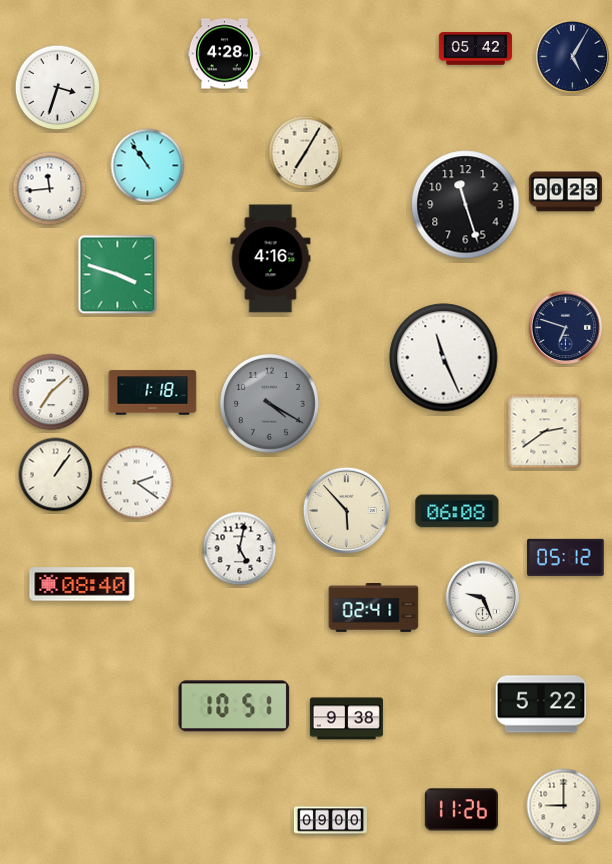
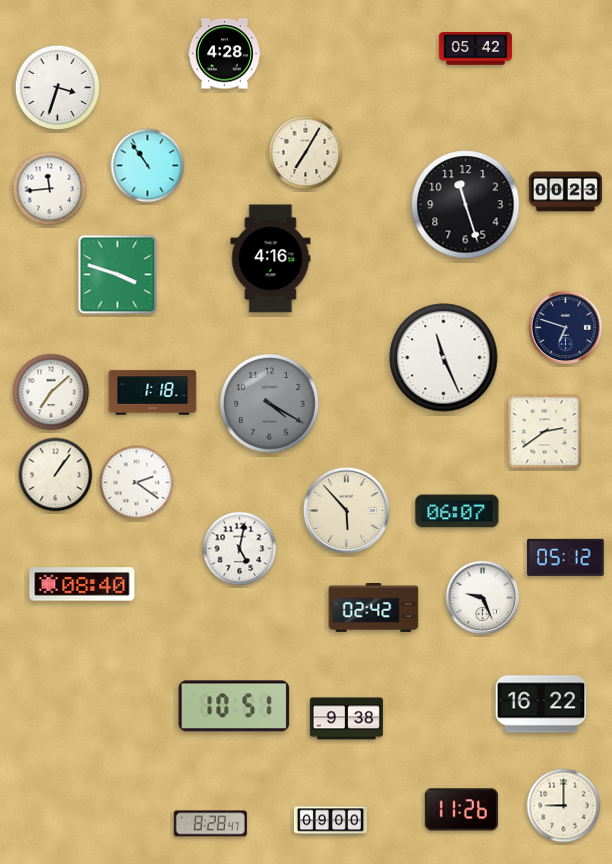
clock at (573, 57): 5:05 -> none
clock at (457, 511): 06:08 -> 06:07
clock at (374, 607): 02:41 -> 02:42
clock at (541, 704): 5:22 -> 16:22
clock at (210, 824): none -> 8:28
